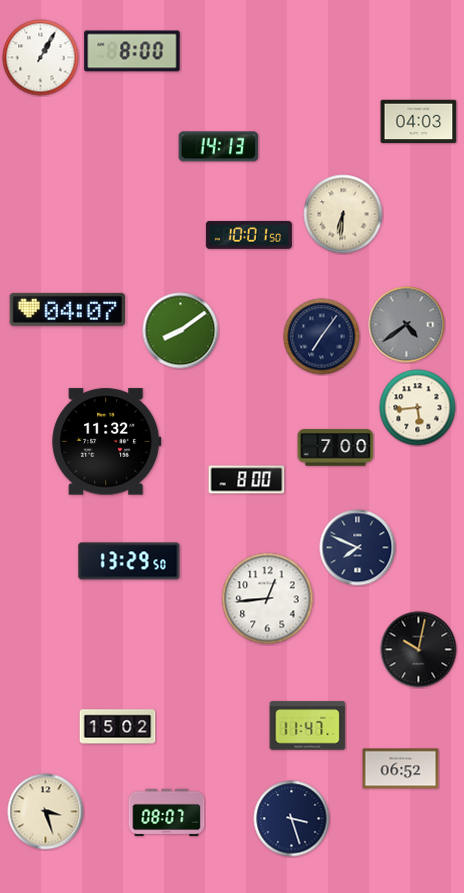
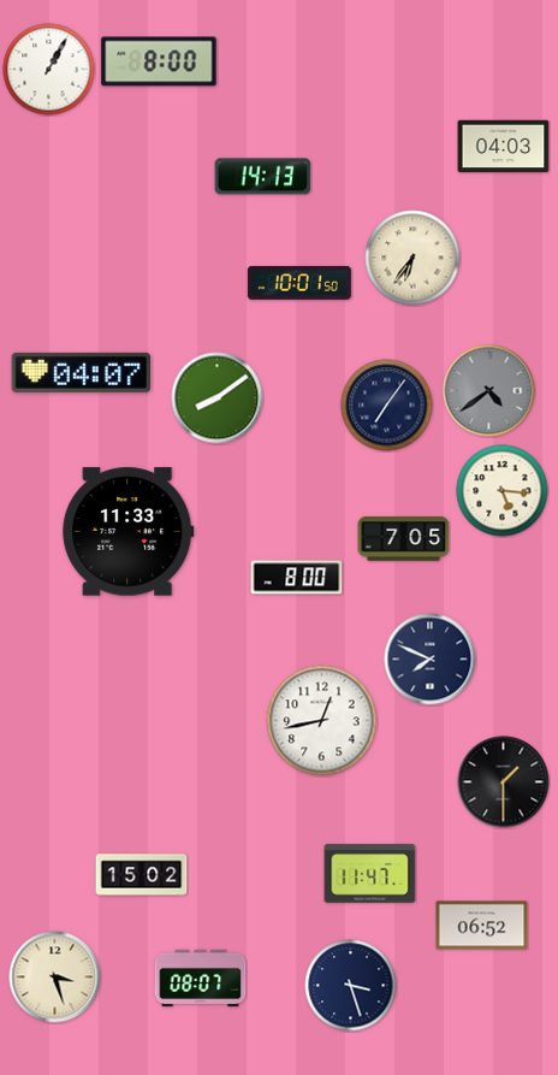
clock at (343, 214): 6:31 -> 6:36
clock at (418, 408): 5:44 -> 5:16
clock at (107, 442): 11:32 -> 11:33
clock at (336, 448): 7:00 -> 7:05
clock at (129, 561): 13:29 -> none
clock at (268, 599): 12:44 -> 12:43
clock at (419, 650): 10:02 -> 1:30
